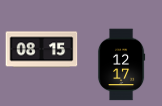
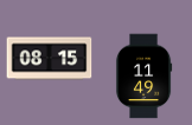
clock at (121, 65): 12:17 -> 11:49
